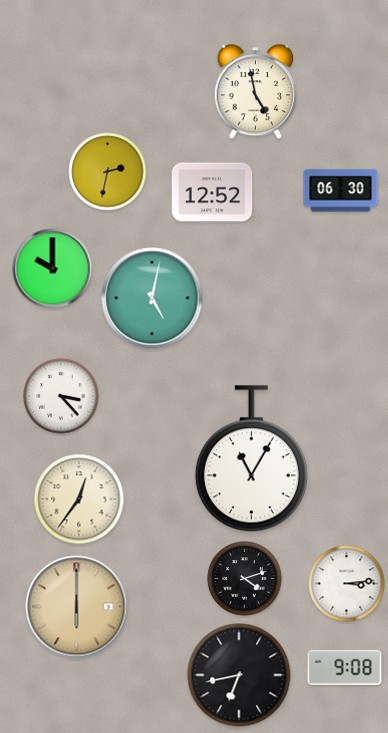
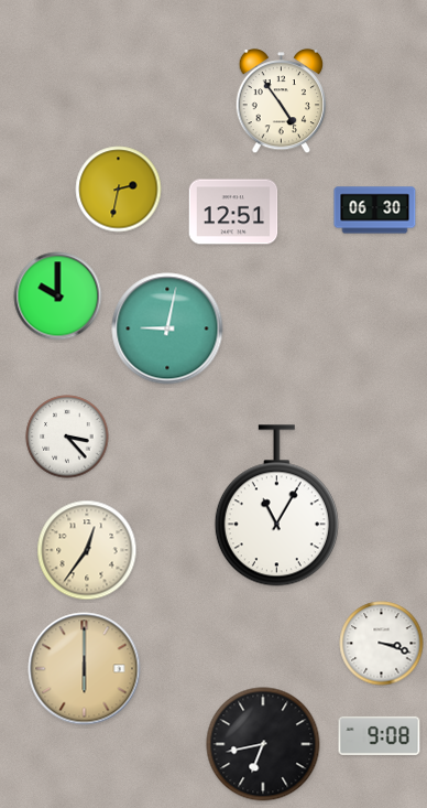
clock at (256, 93): 4:58 -> 4:54
clock at (212, 192): 12:52 -> 12:51
clock at (152, 298): 5:02 -> 9:02
clock at (245, 579): 4:12 -> none
clock at (347, 584): 3:14 -> 3:18
